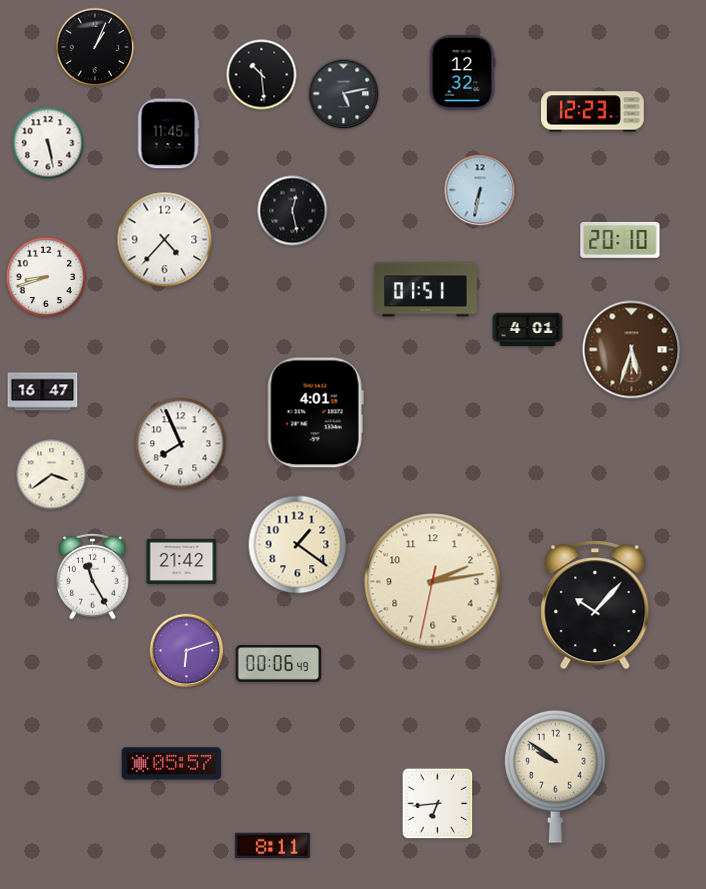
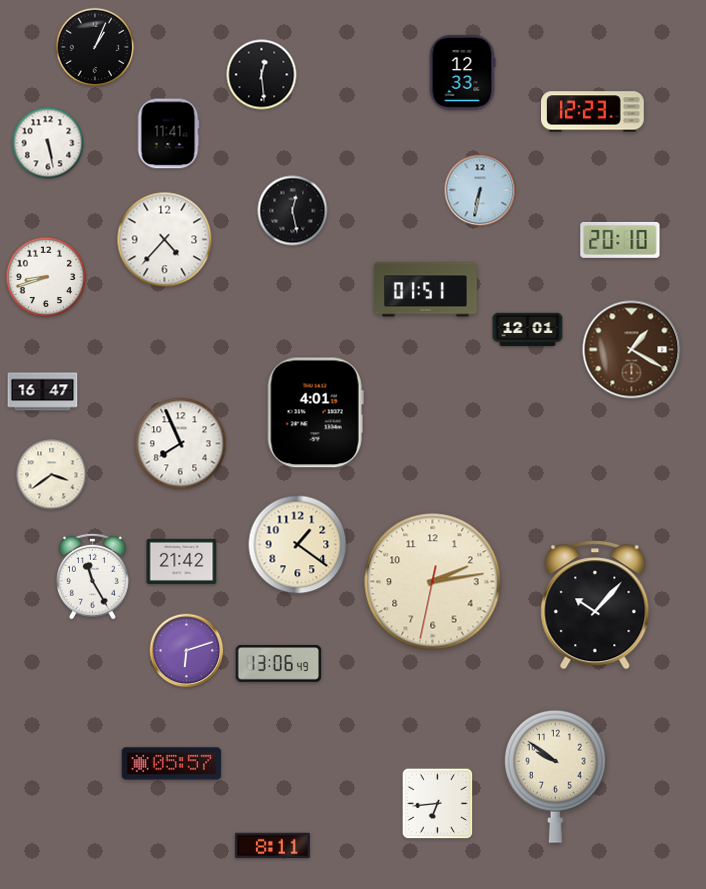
clock at (462, 72): 12:32 -> 12:33
clock at (262, 75): 10:29 -> 12:29
clock at (344, 94): 5:13 -> none
clock at (168, 134): 11:45 -> 11:41
clock at (528, 330): 4:01 -> 12:01
clock at (632, 350): 5:33 -> 1:20
clock at (279, 664): 00:06 -> 13:06
